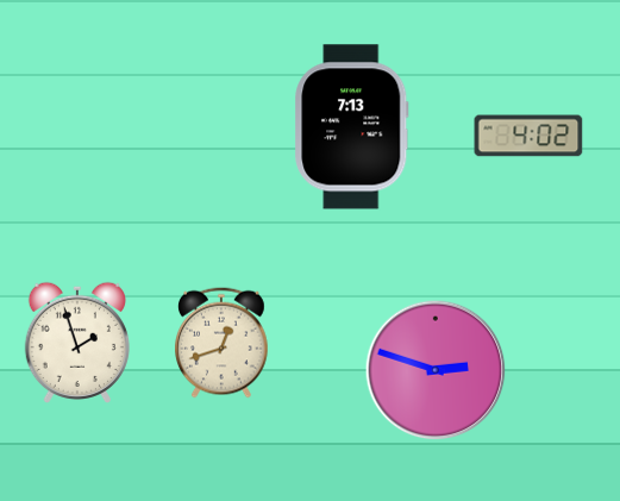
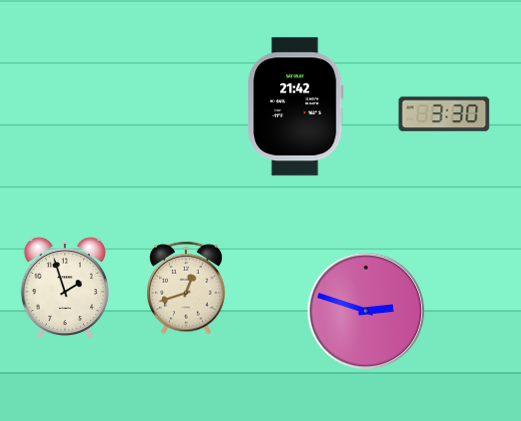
clock at (352, 127): 7:13 -> 21:42
clock at (528, 136): 4:02 -> 3:30
